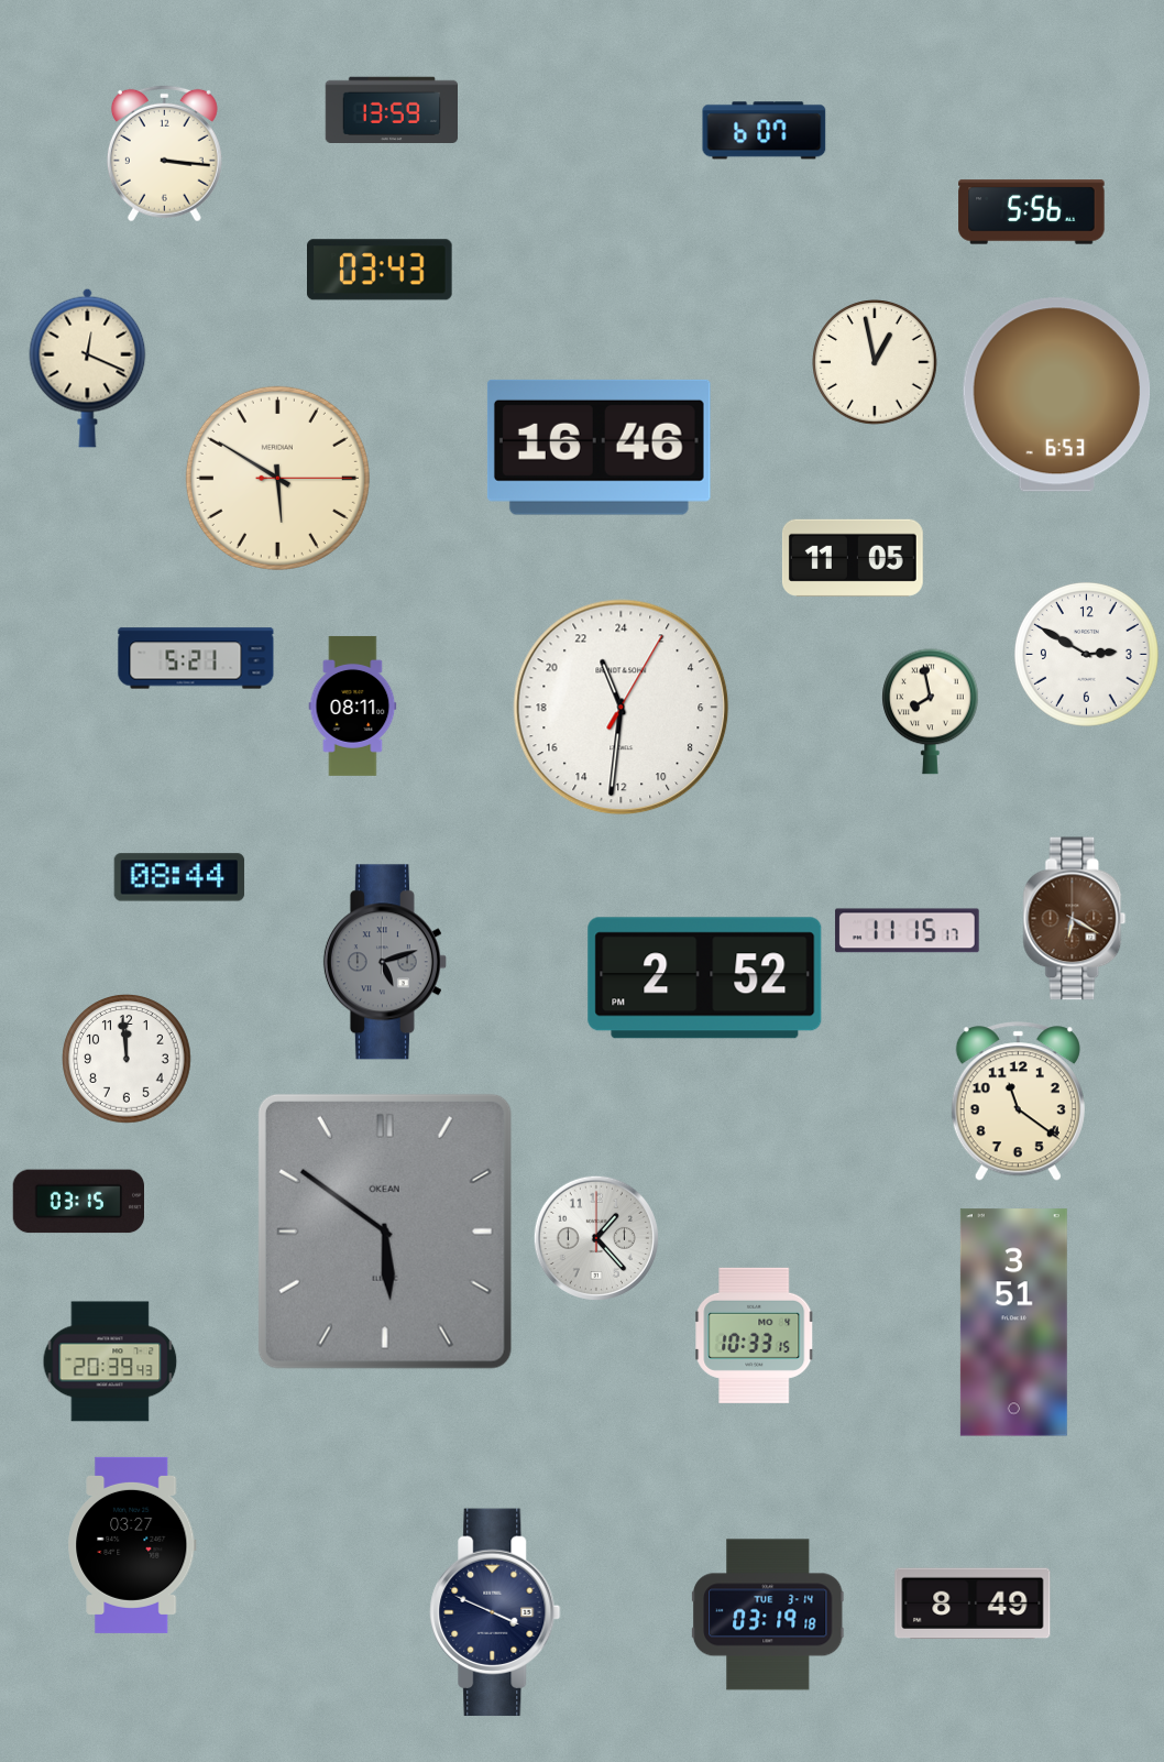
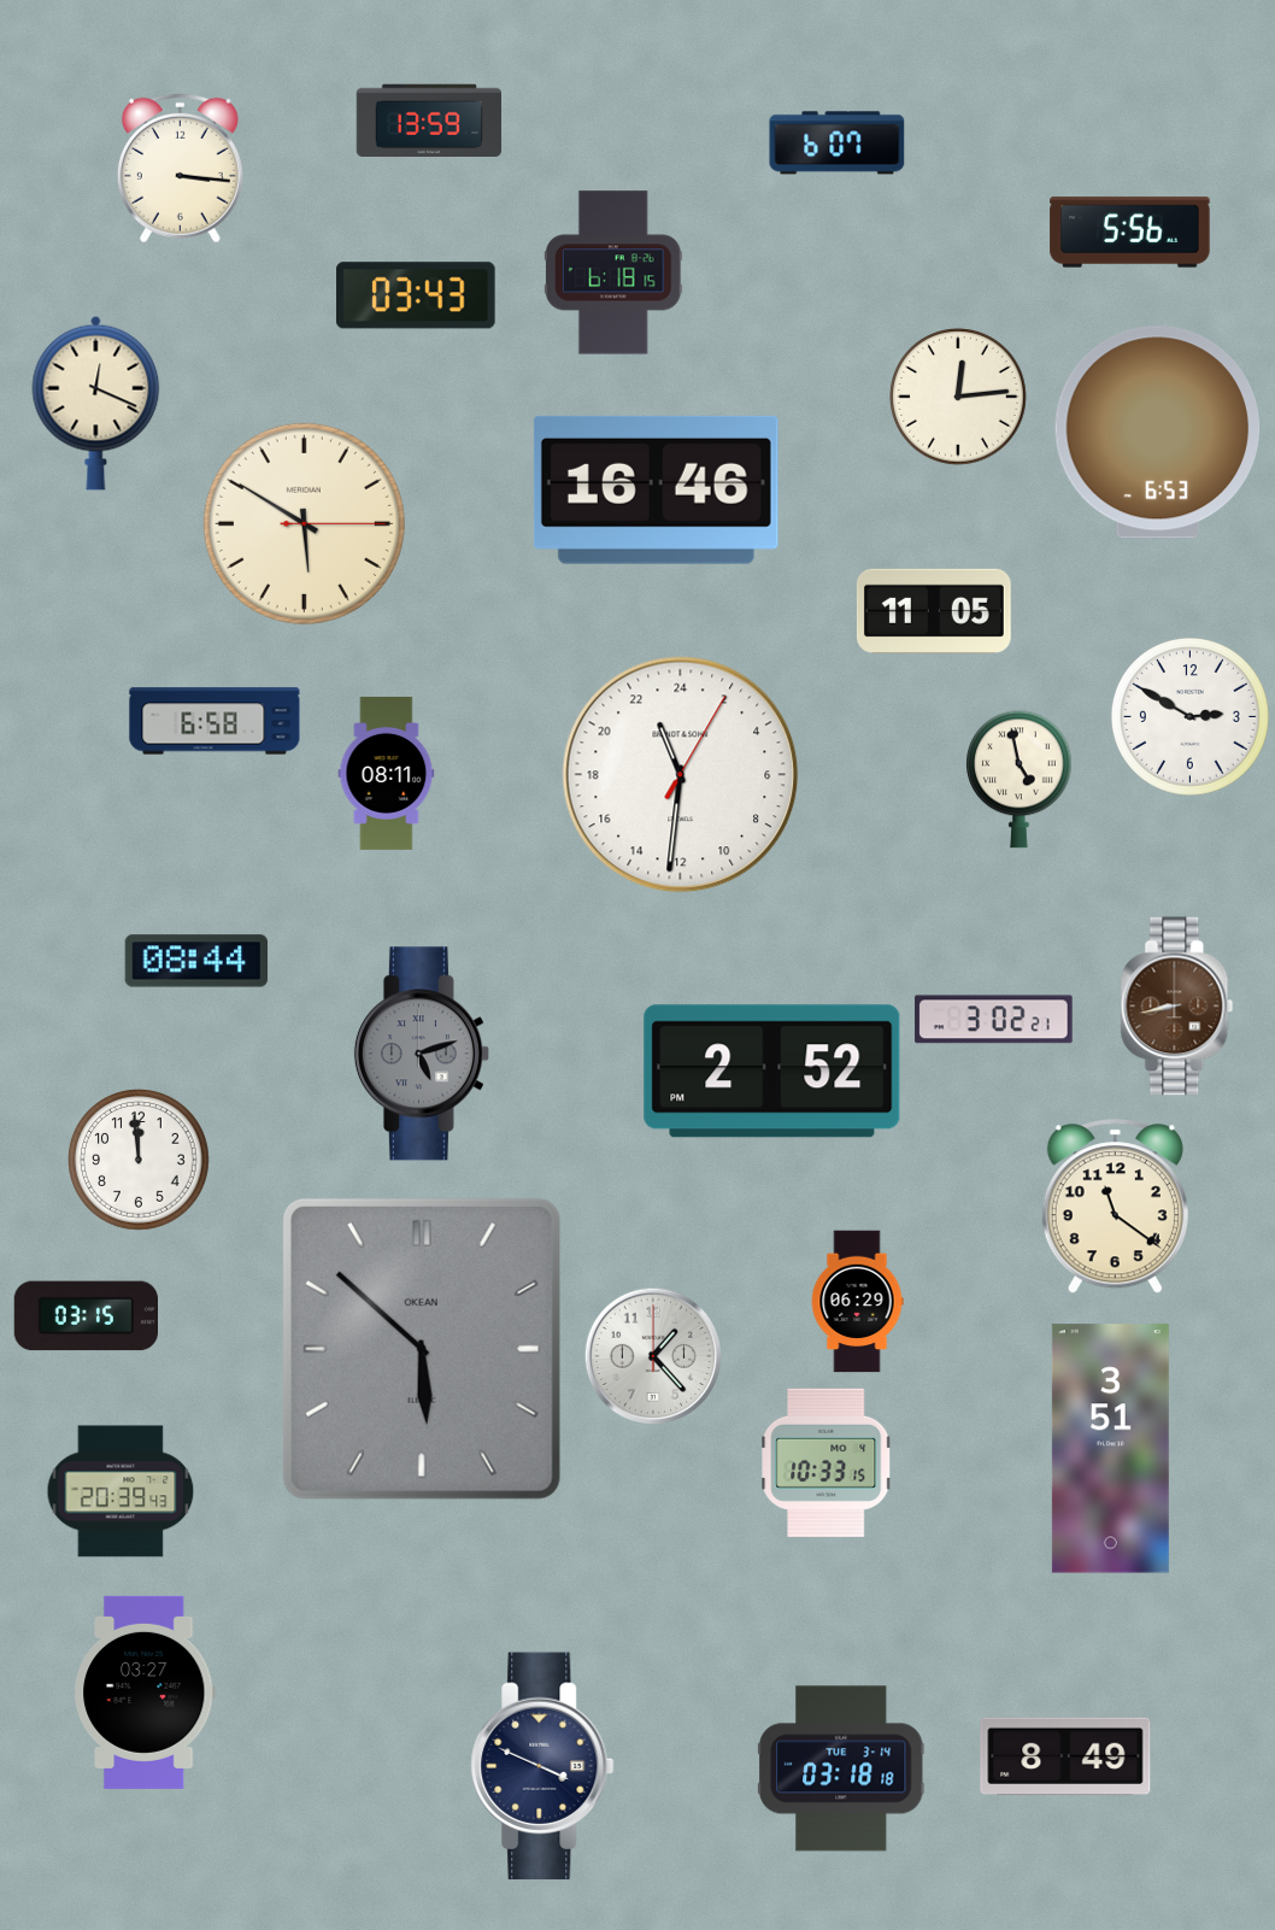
clock at (613, 272): none -> 6:18
clock at (875, 362): 12:58 -> 12:14
clock at (196, 658): 5:21 -> 6:58
clock at (931, 712): 7:58 -> 4:58
clock at (1075, 919): 6:20 -> 8:43
clock at (908, 931): 11:15 -> 3:02
clock at (857, 1302): none -> 06:29
clock at (385, 1232): 5:51 -> 5:52
clock at (769, 1615): 03:19 -> 03:18
